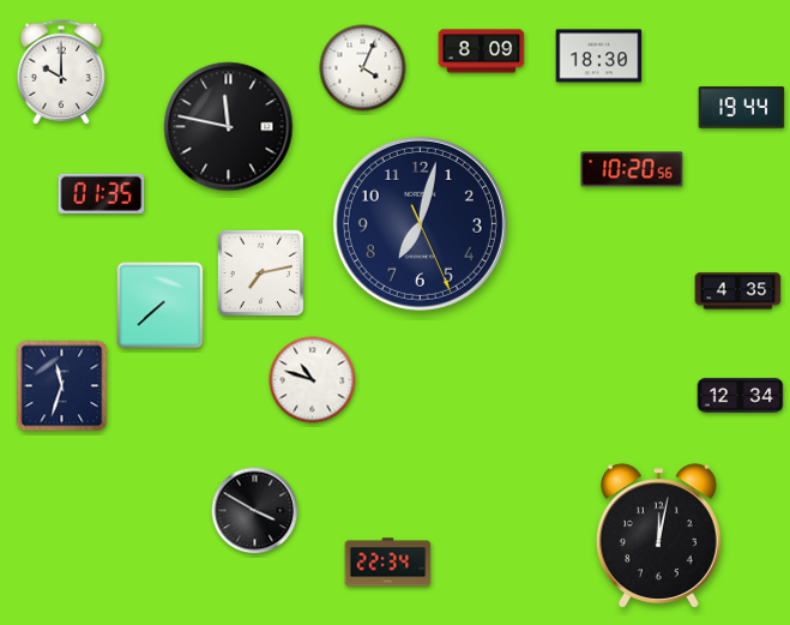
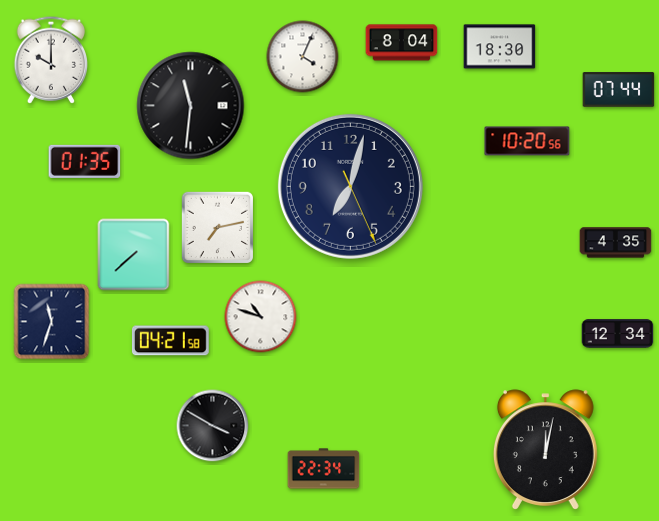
clock at (482, 52): 8:09 -> 8:04
clock at (742, 108): 19:44 -> 07:44
clock at (229, 127): 11:47 -> 11:31
clock at (741, 396) position: (741, 396) -> (618, 334)
clock at (170, 341): none -> 04:21
clock at (658, 535) position: (658, 535) -> (545, 449)
